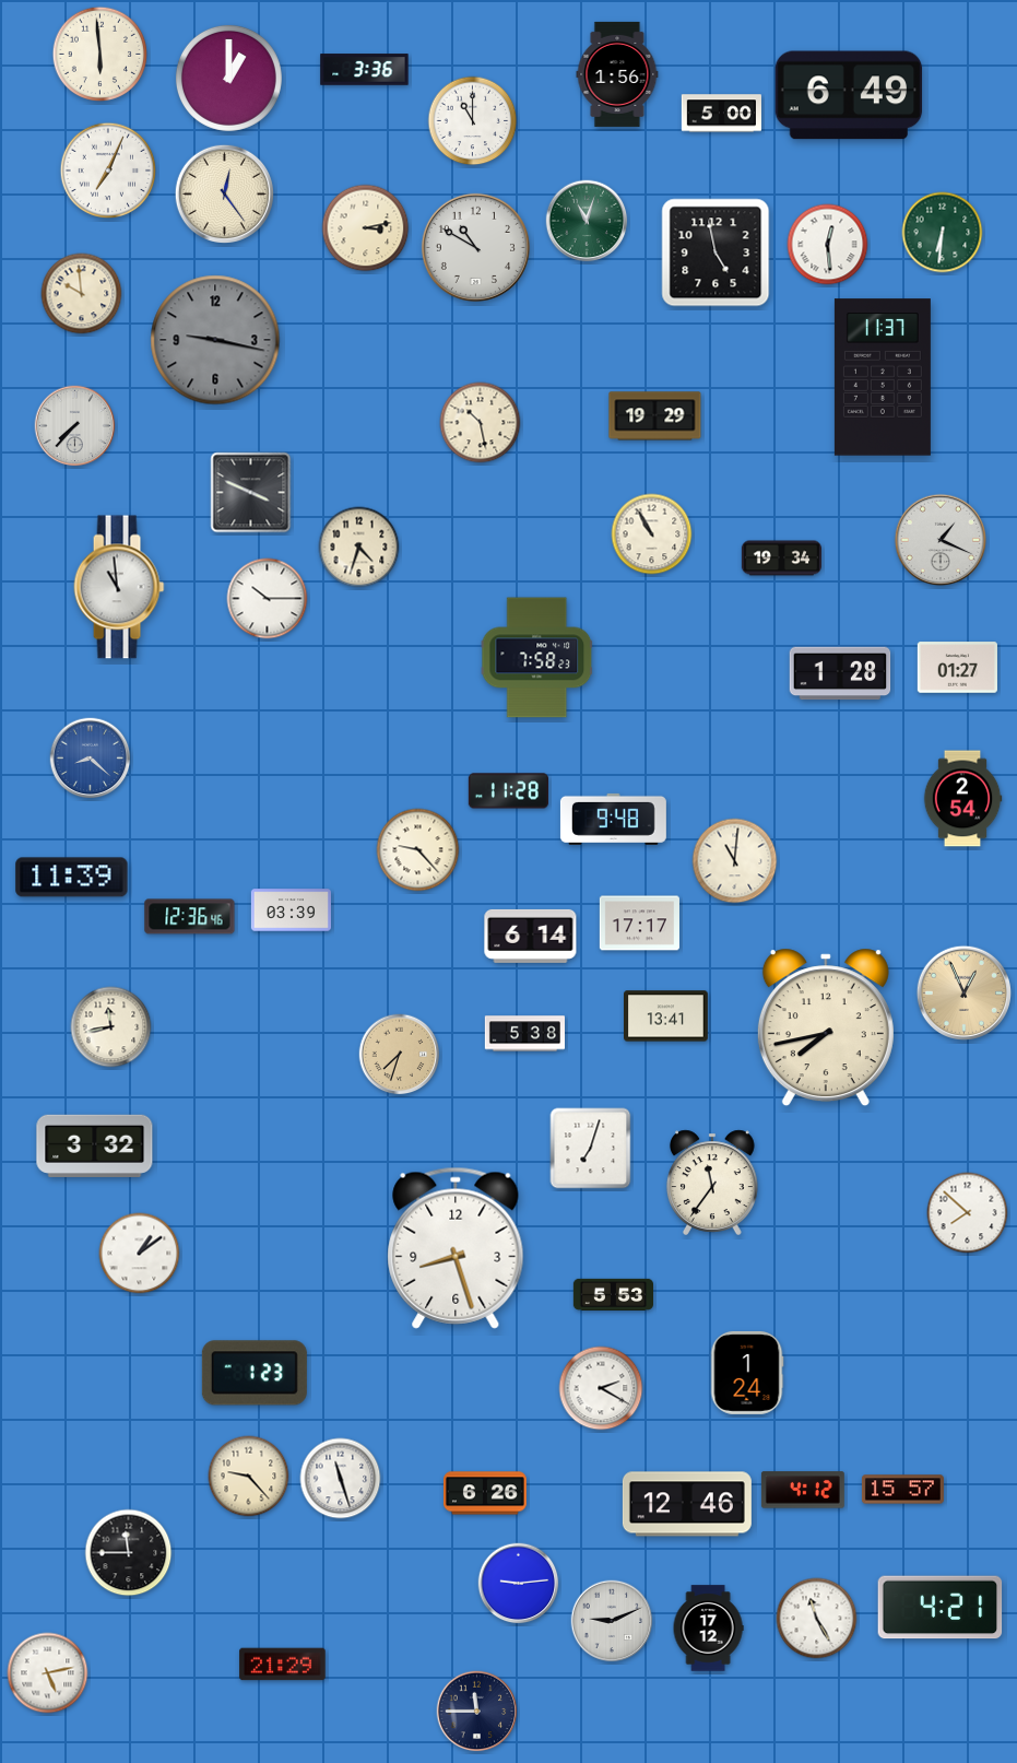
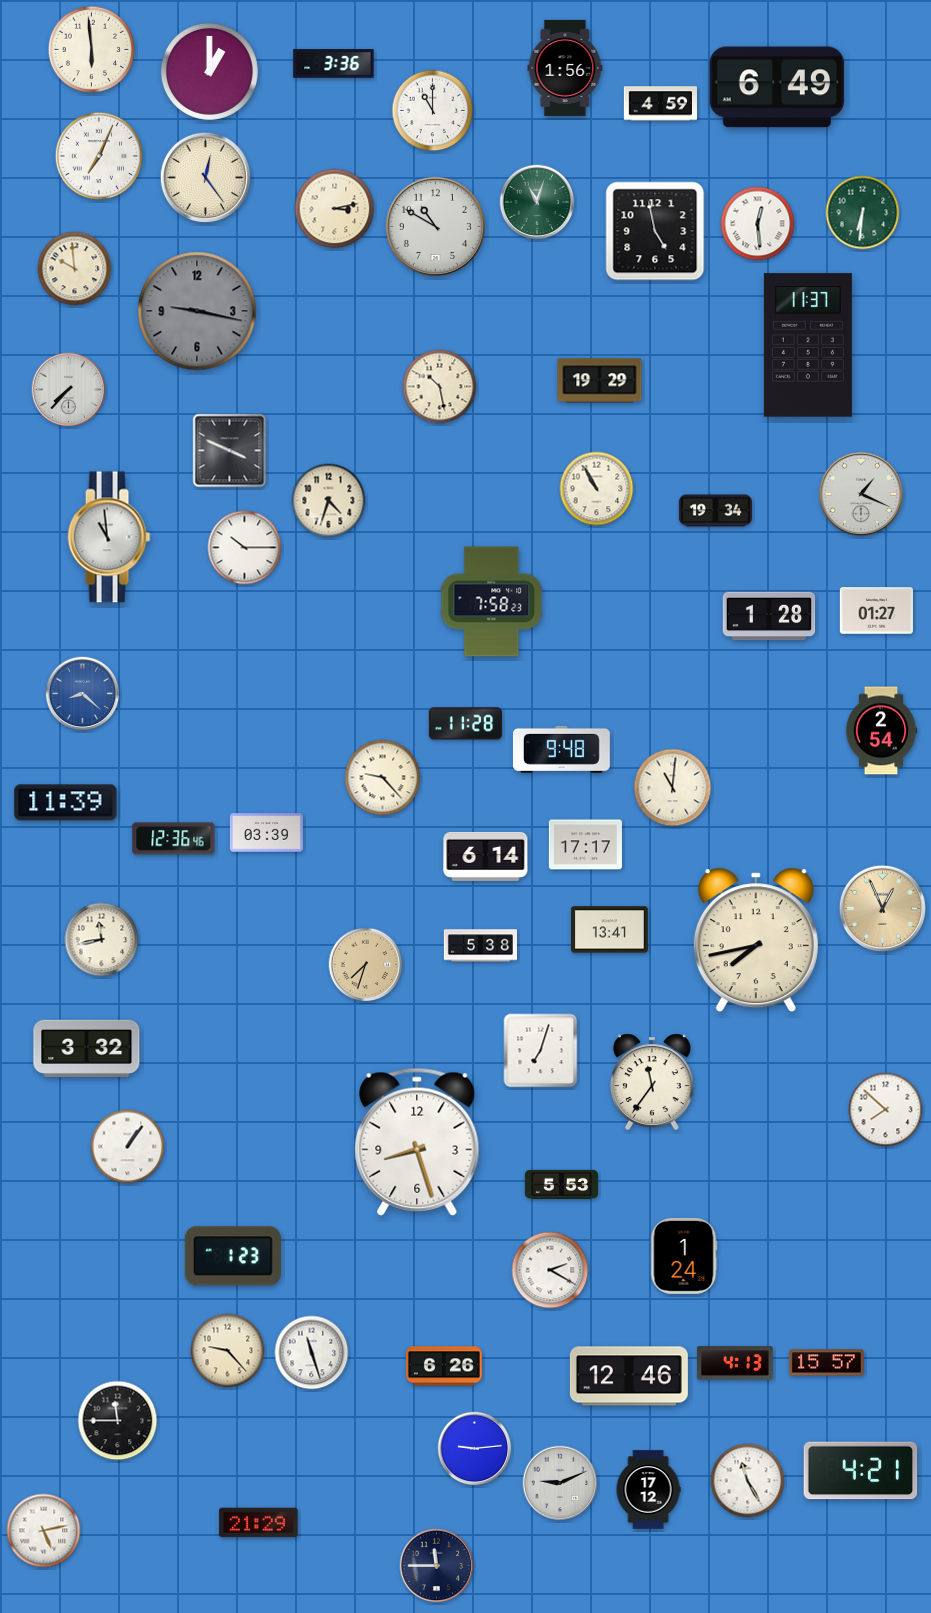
clock at (721, 114): 5:00 -> 4:59
clock at (140, 1254): 1:09 -> 1:06
clock at (803, 1490): 4:12 -> 4:13
